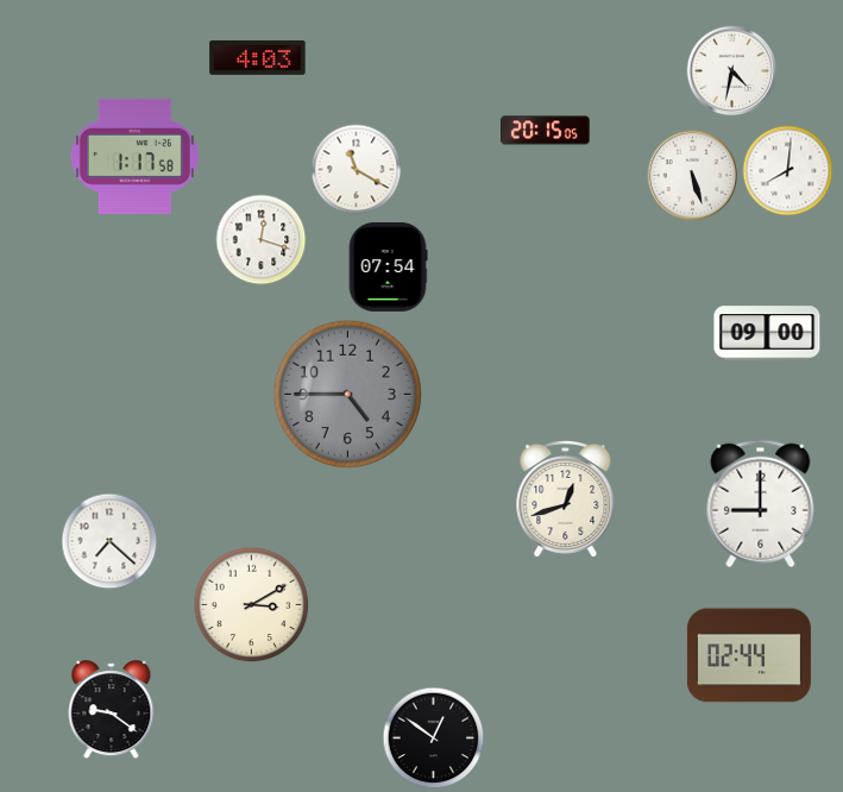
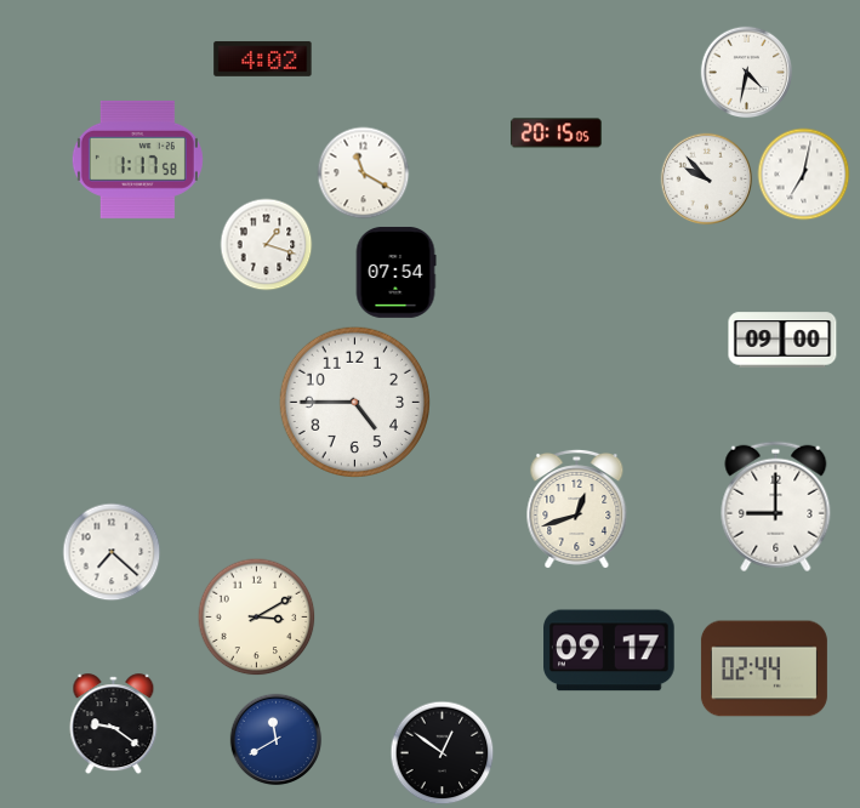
clock at (258, 57): 4:03 -> 4:02
clock at (788, 171): 8:01 -> 7:02
clock at (693, 176): 5:27 -> 9:53
clock at (262, 240): 12:18 -> 1:18
clock at (347, 394) dial: grey -> white
clock at (761, 504) position: (761, 504) -> (776, 507)
clock at (609, 650): none -> 09:17
clock at (277, 740): none -> 11:40
